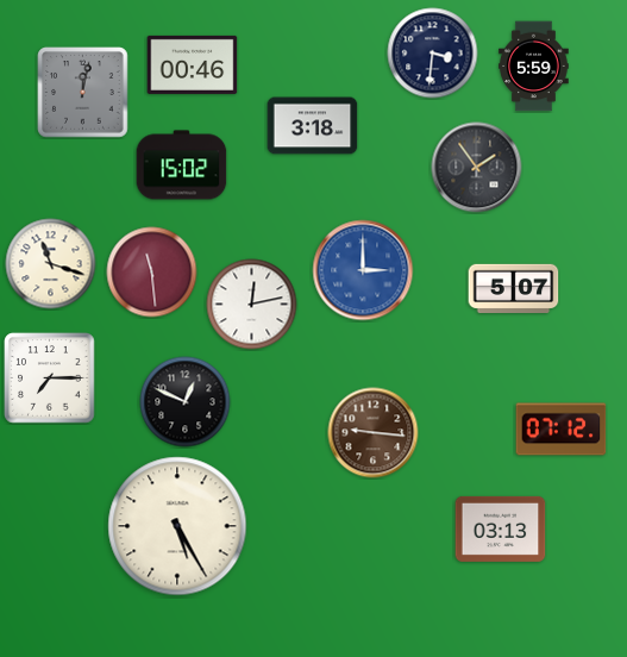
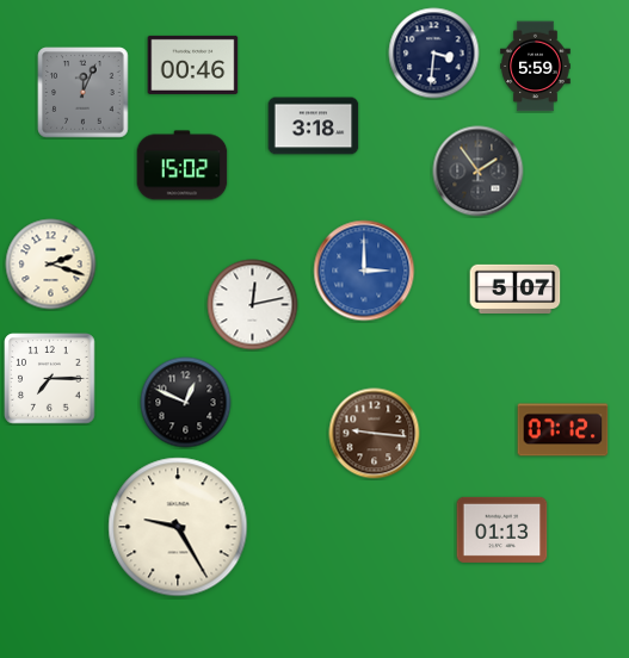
clock at (83, 93): 12:02 -> 12:04
clock at (477, 168) position: (477, 168) -> (479, 172)
clock at (51, 264): 11:18 -> 2:18
clock at (152, 273): 11:29 -> none
clock at (177, 526): 5:25 -> 9:25
clock at (501, 528): 03:13 -> 01:13
